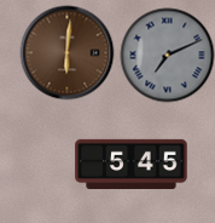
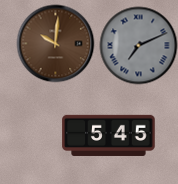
clock at (66, 52): 6:01 -> 10:01
